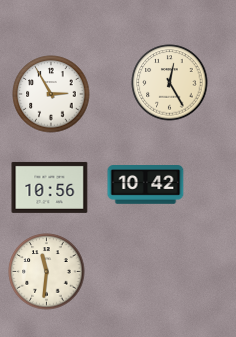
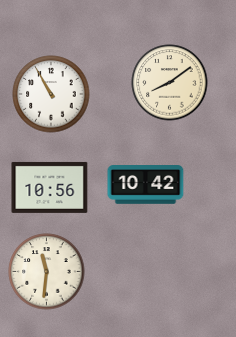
clock at (170, 83): 12:25 -> 8:09
clock at (51, 94): 2:55 -> 10:55
